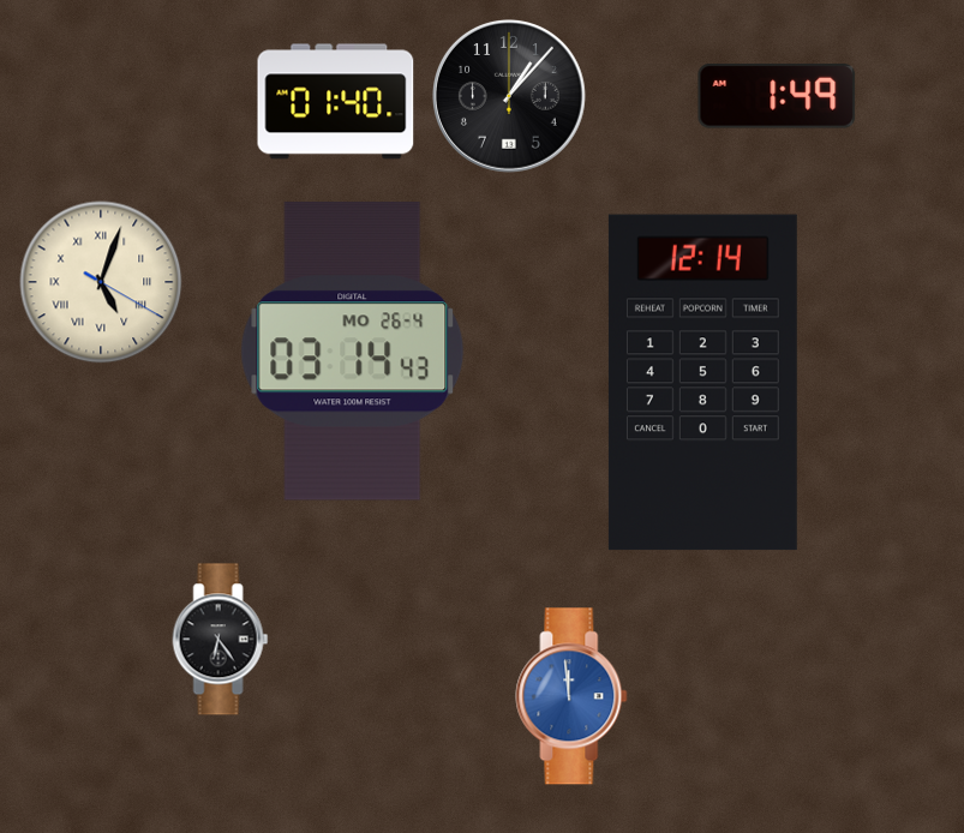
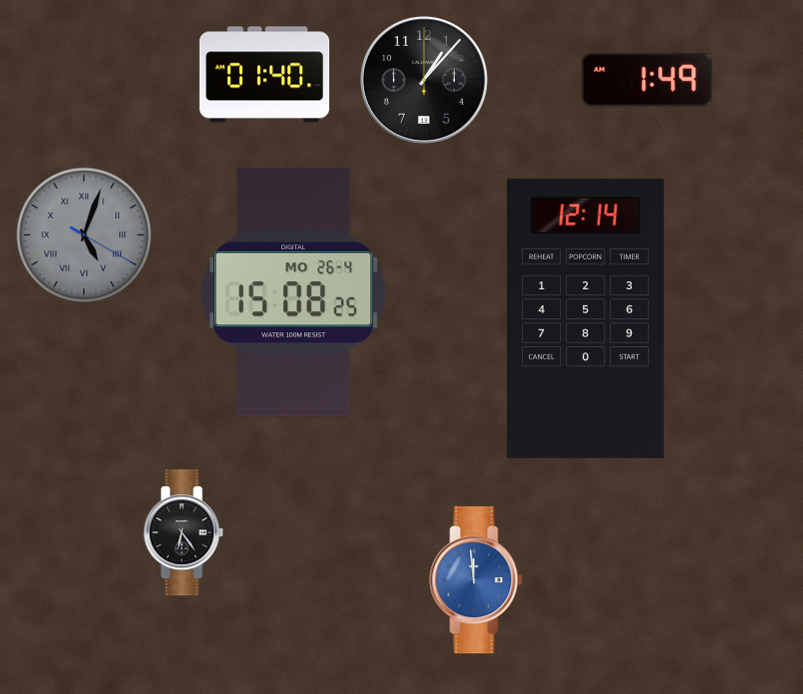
clock at (336, 102) position: (336, 102) -> (265, 75)
clock at (101, 282) dial: cream -> grey
clock at (353, 352): 03:14 -> 15:08
